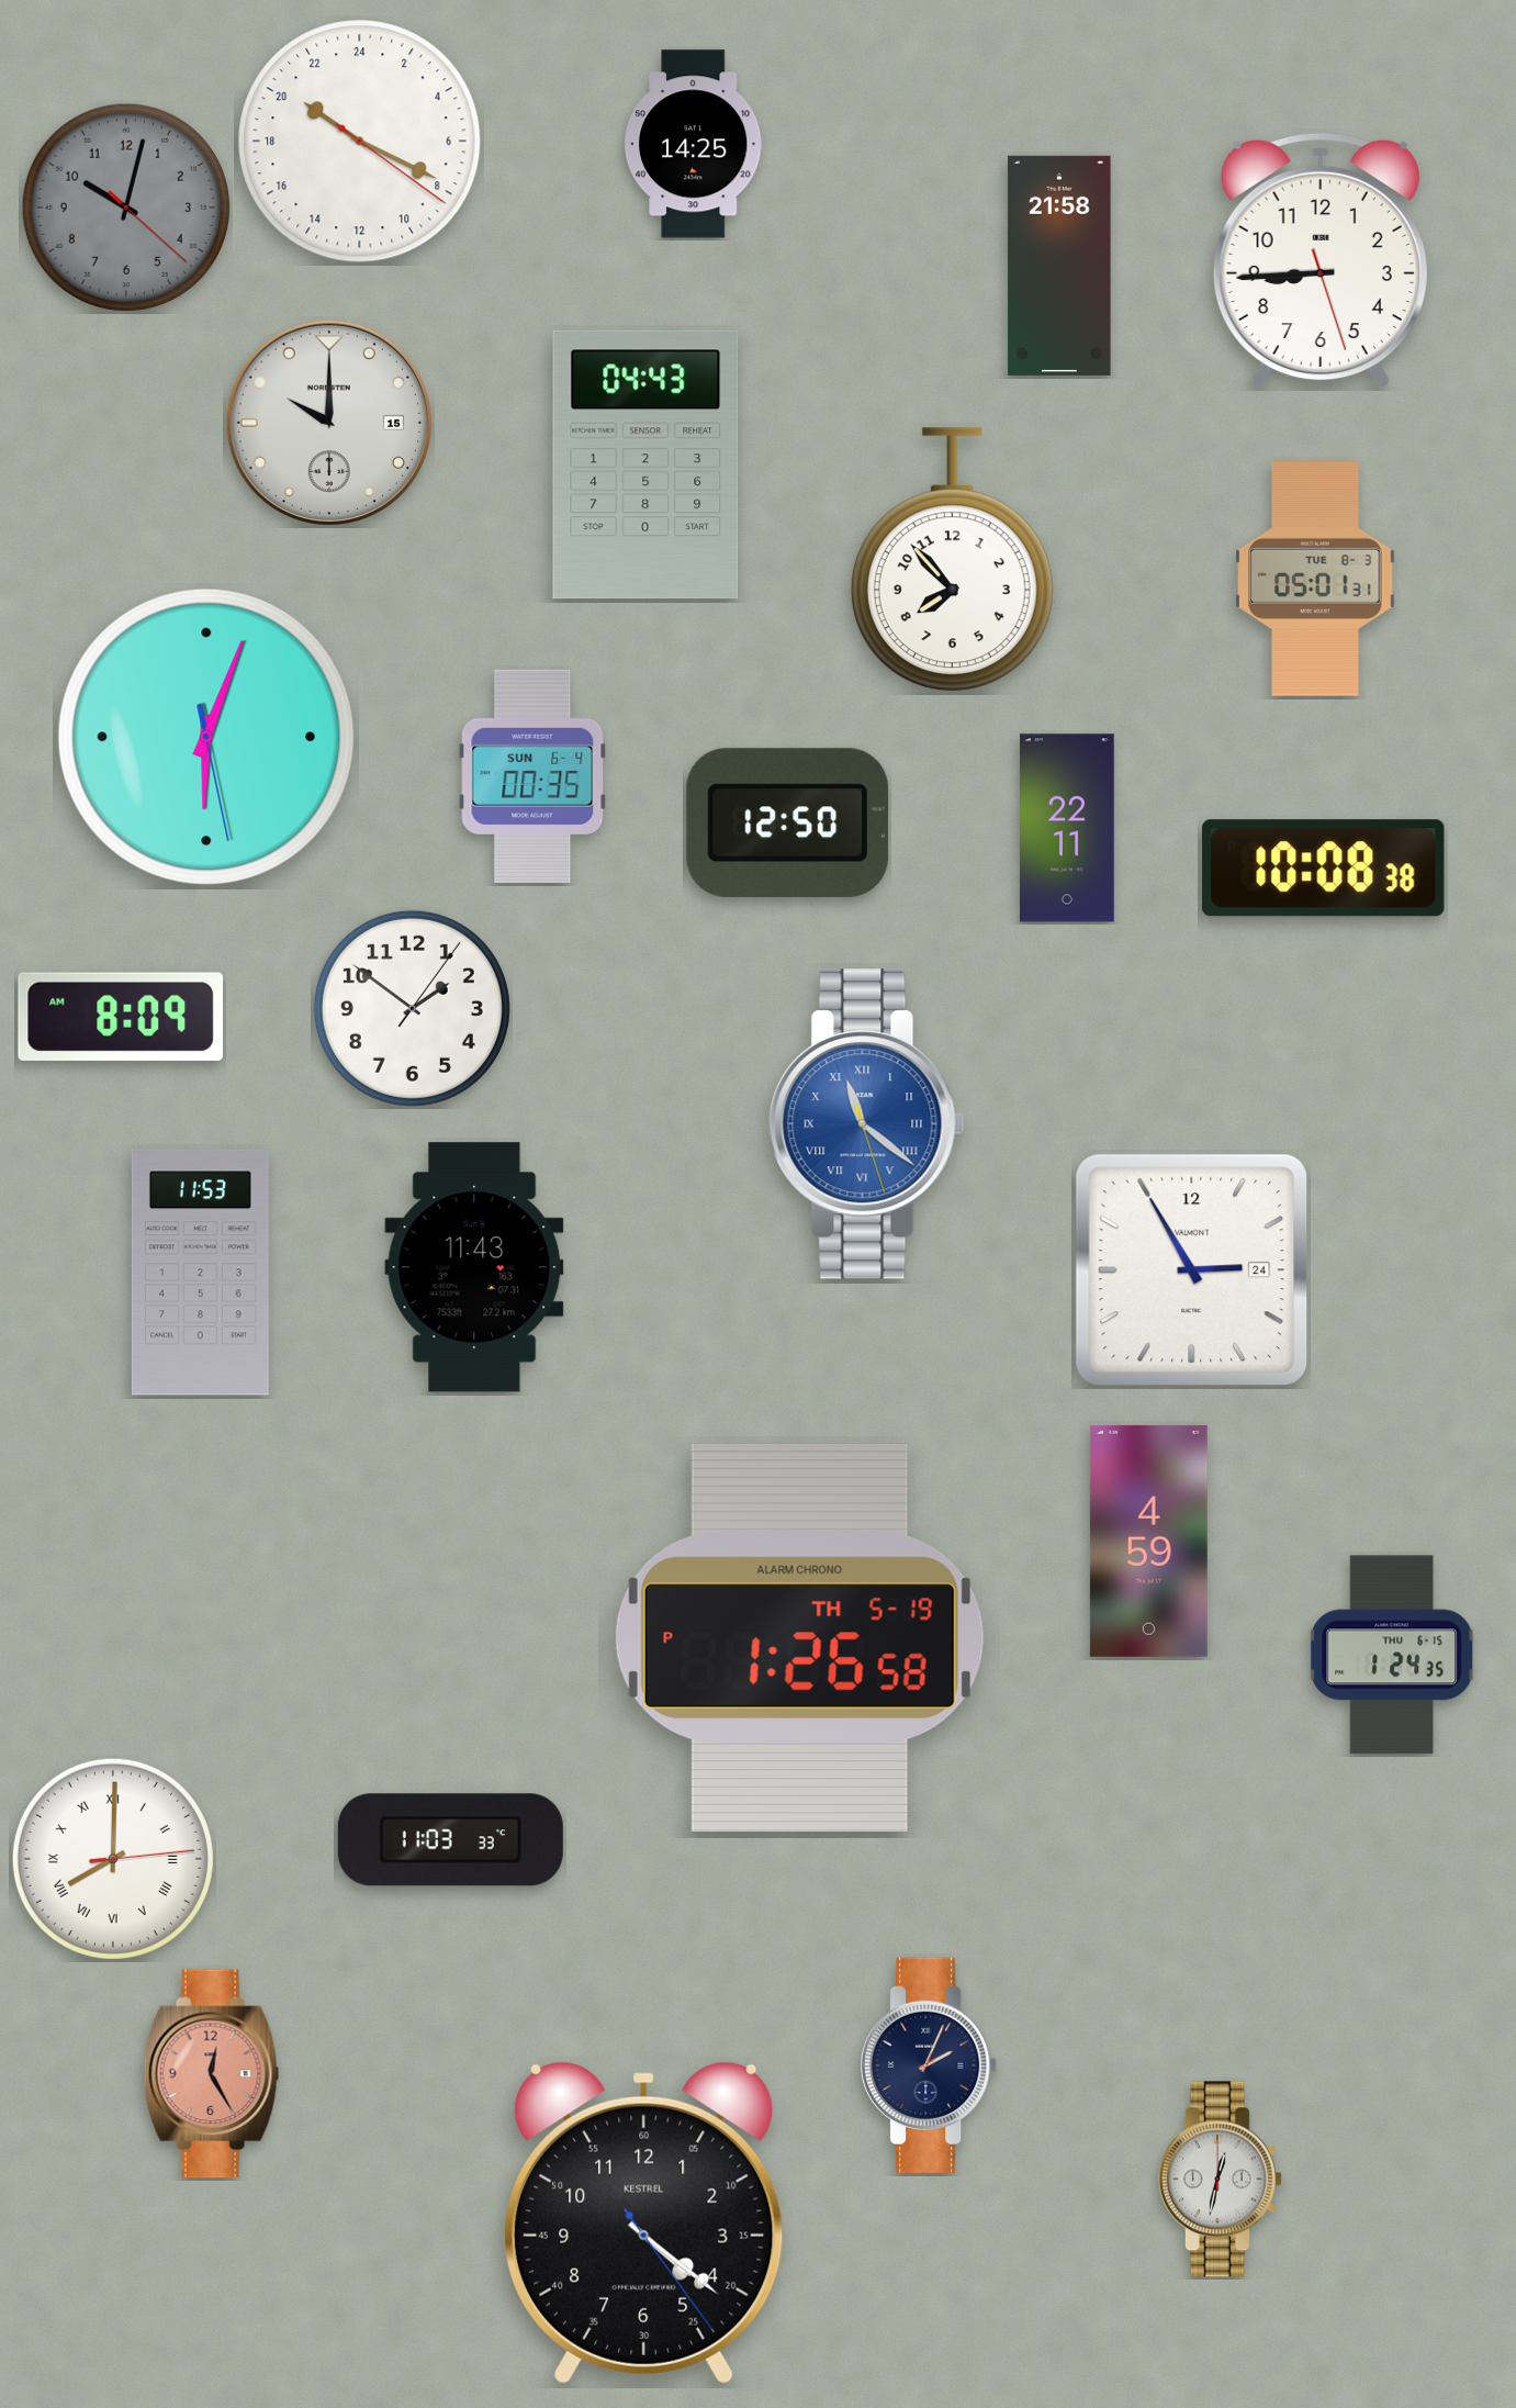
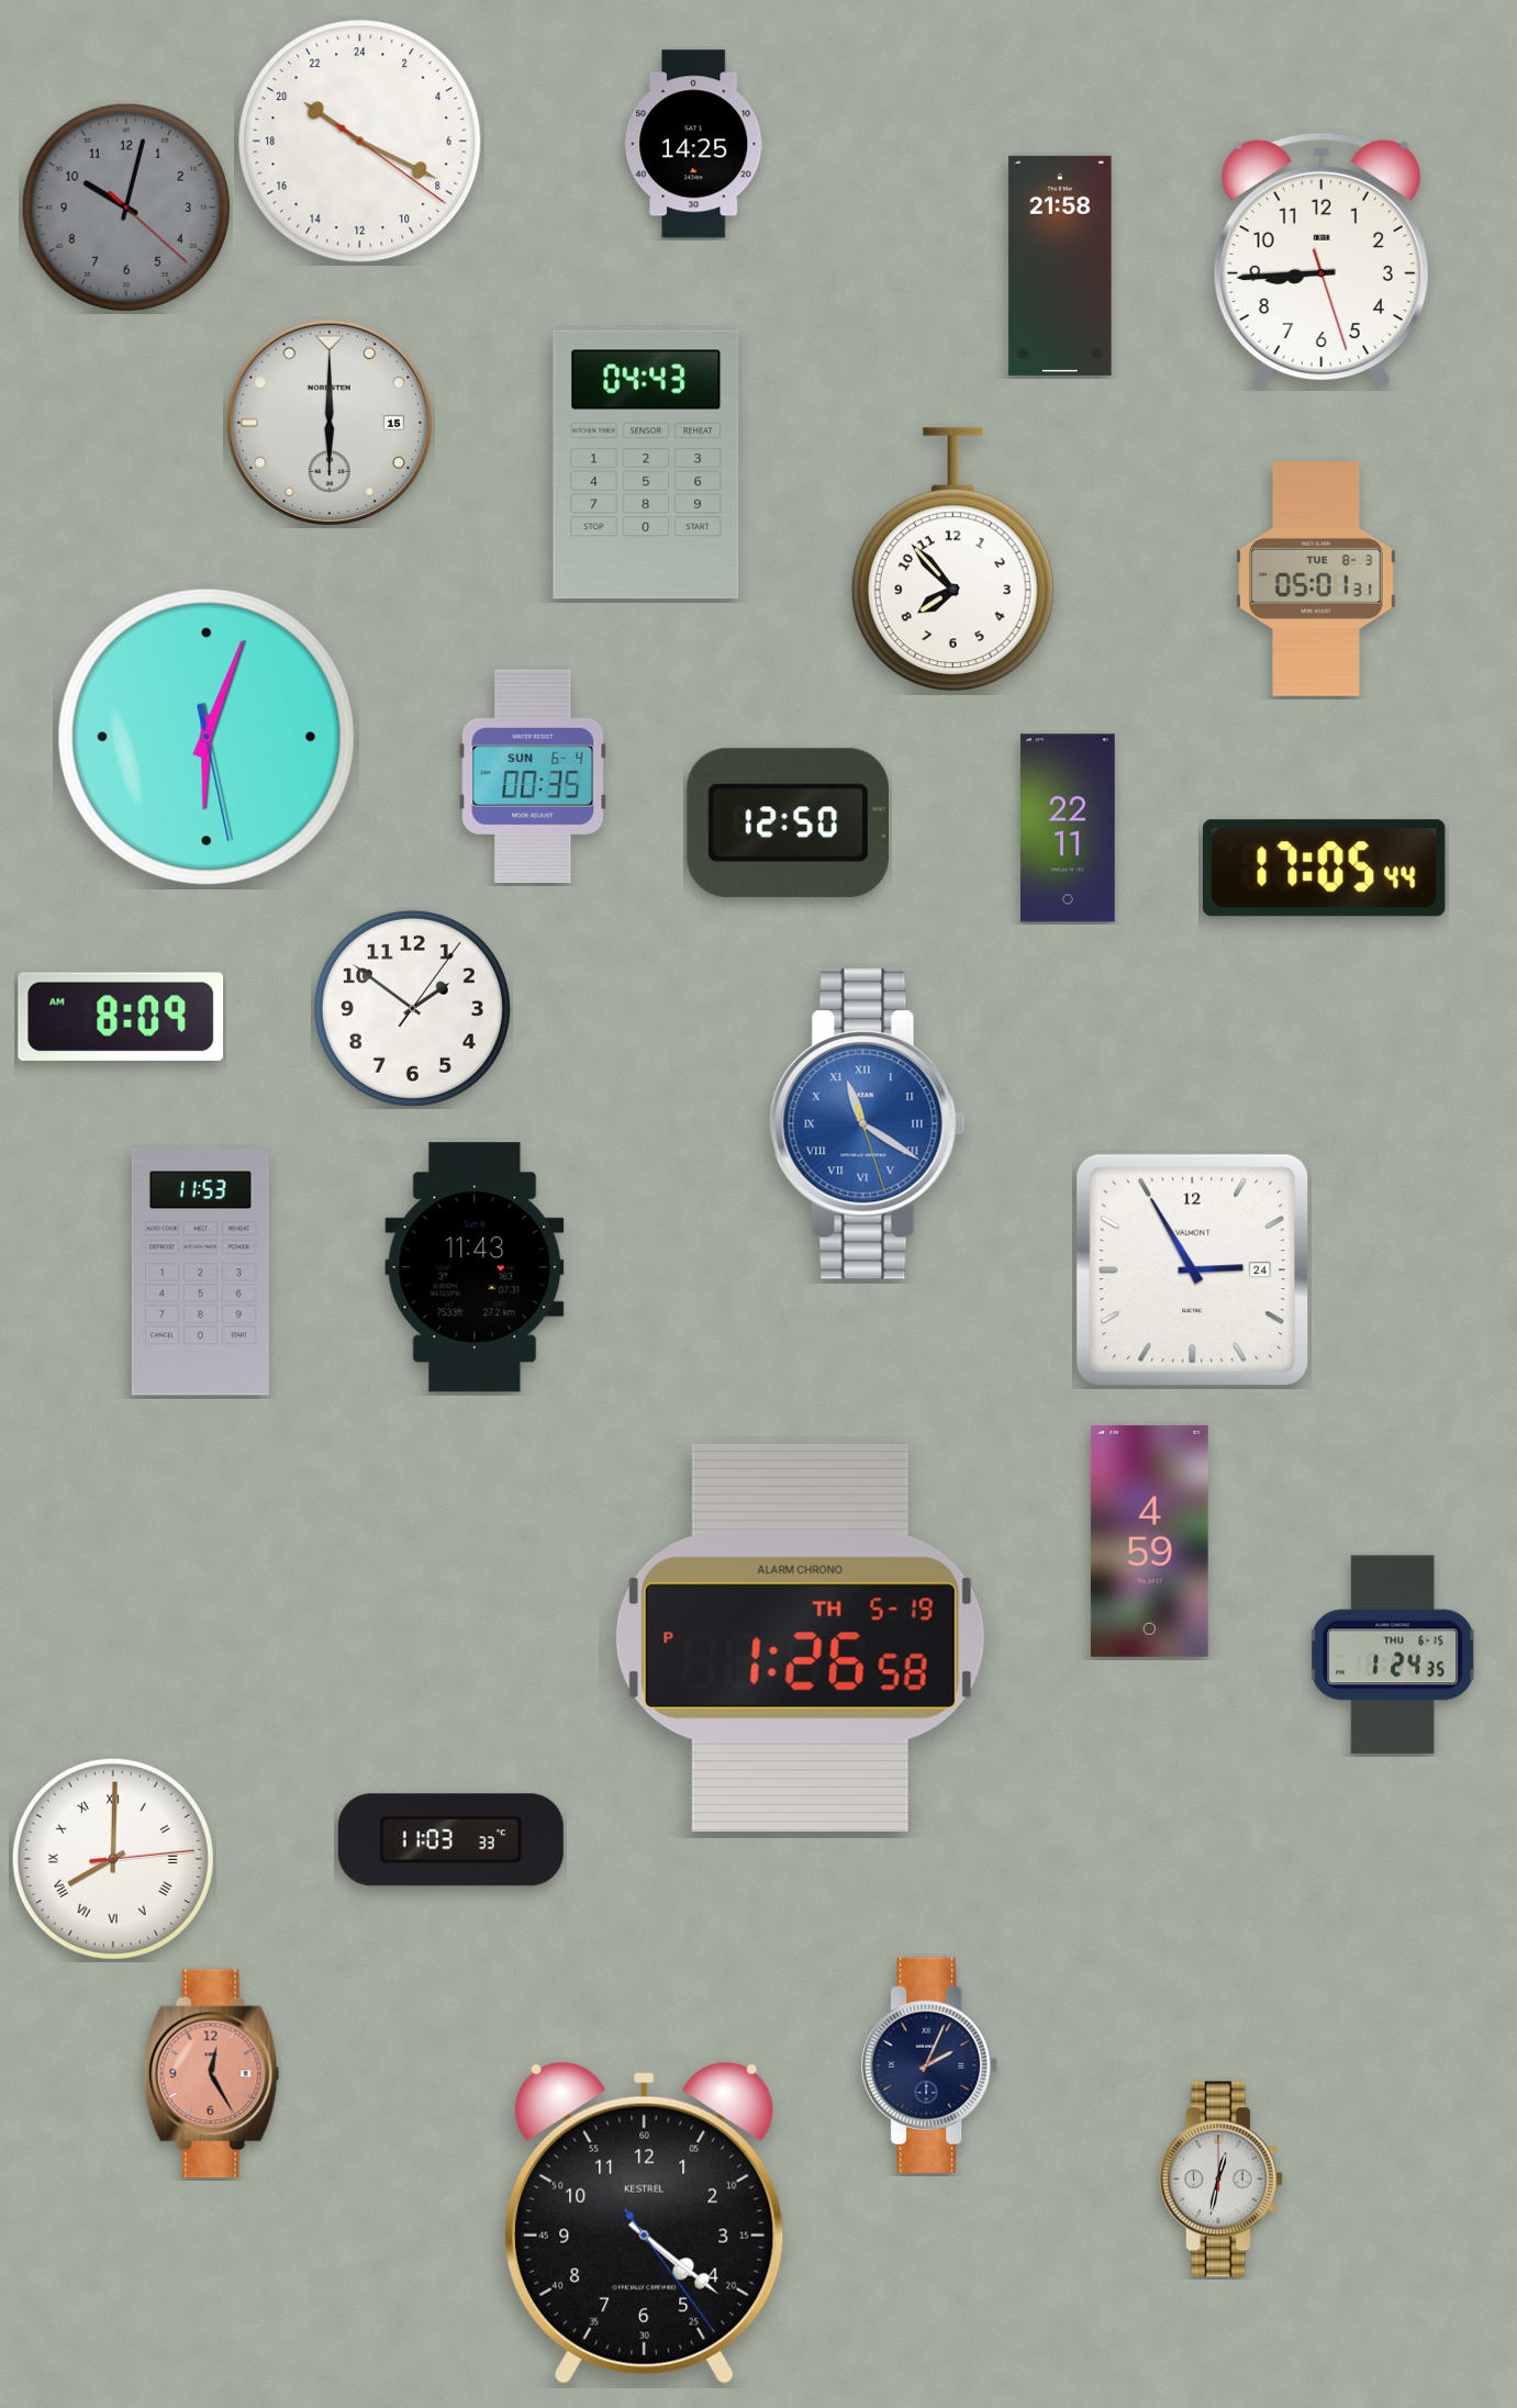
clock at (328, 422): 10:00 -> 6:00
clock at (1323, 869): 10:08 -> 17:05
clock at (867, 1124): 11:21 -> 11:20
